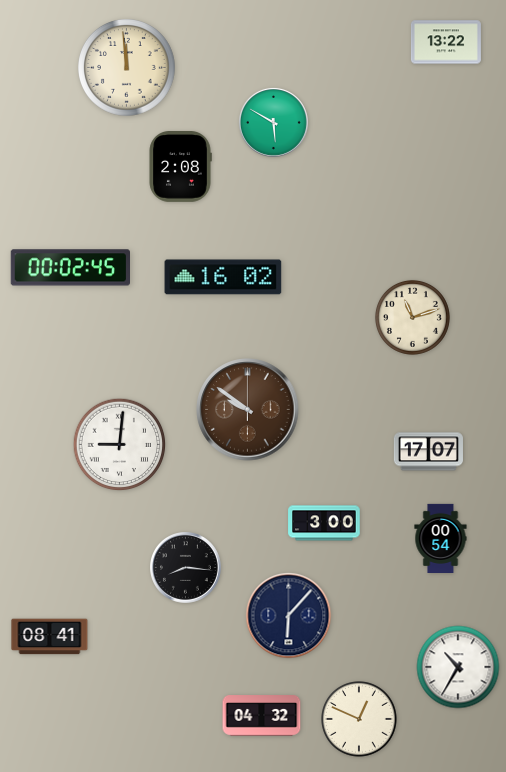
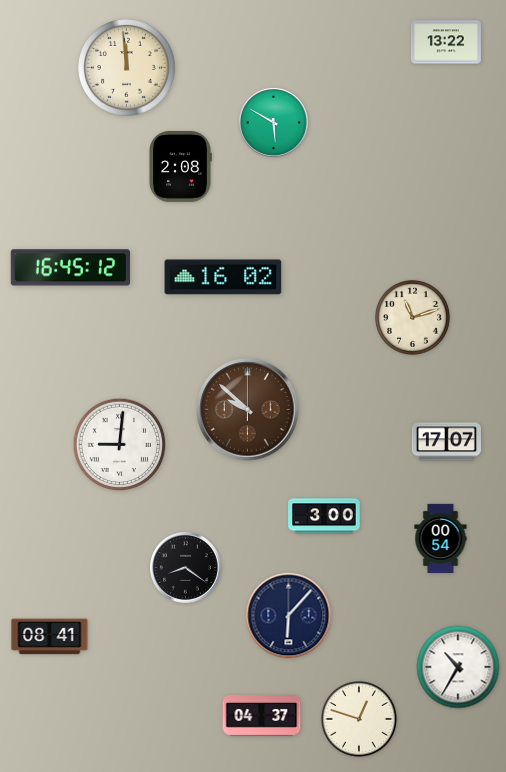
clock at (70, 268): 00:02 -> 16:45
clock at (248, 410): 9:51 -> 9:52
clock at (428, 452) position: (428, 452) -> (446, 442)
clock at (324, 523) position: (324, 523) -> (324, 516)
clock at (186, 568): 8:16 -> 8:21
clock at (262, 716): 04:32 -> 04:37
clock at (360, 720): 12:49 -> 12:48
